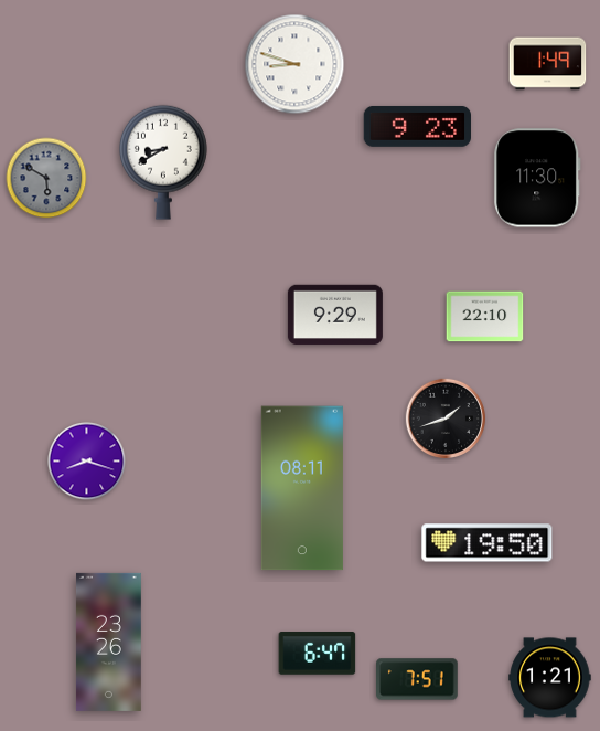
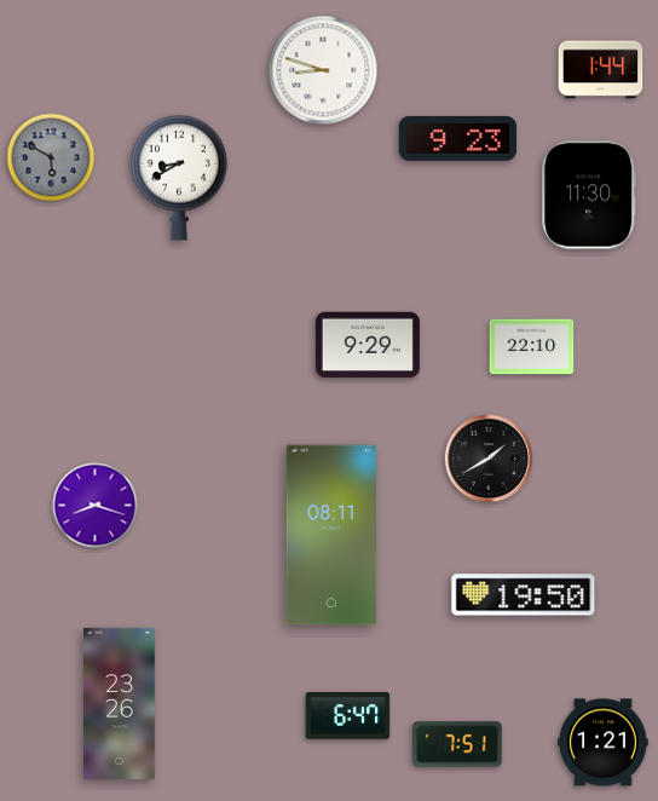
clock at (548, 64): 1:49 -> 1:44
clock at (46, 178) position: (46, 178) -> (51, 157)
clock at (444, 417): 1:42 -> 1:40
clock at (488, 543) position: (488, 543) -> (524, 595)
